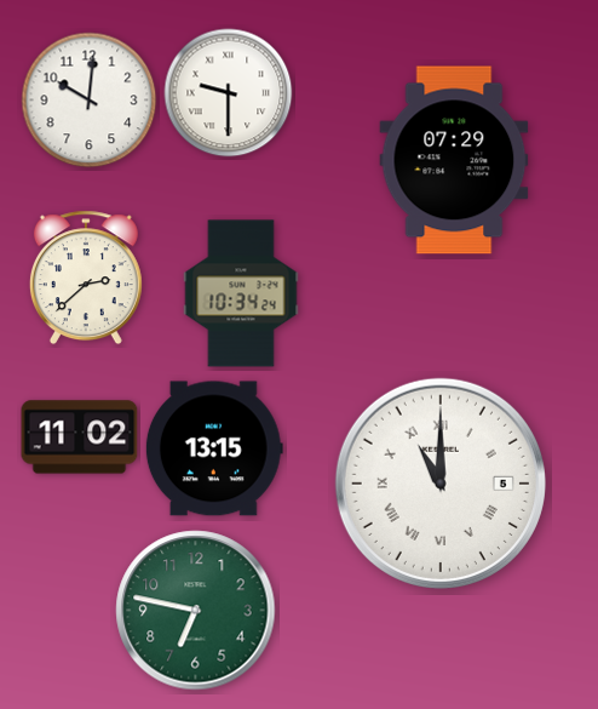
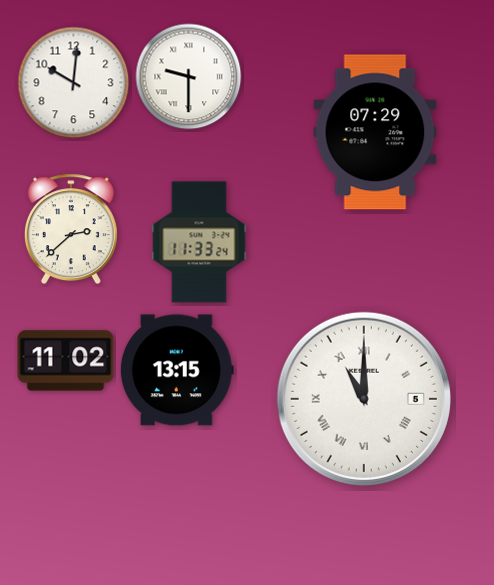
clock at (241, 293): 10:34 -> 11:33
clock at (196, 611): 6:47 -> none
